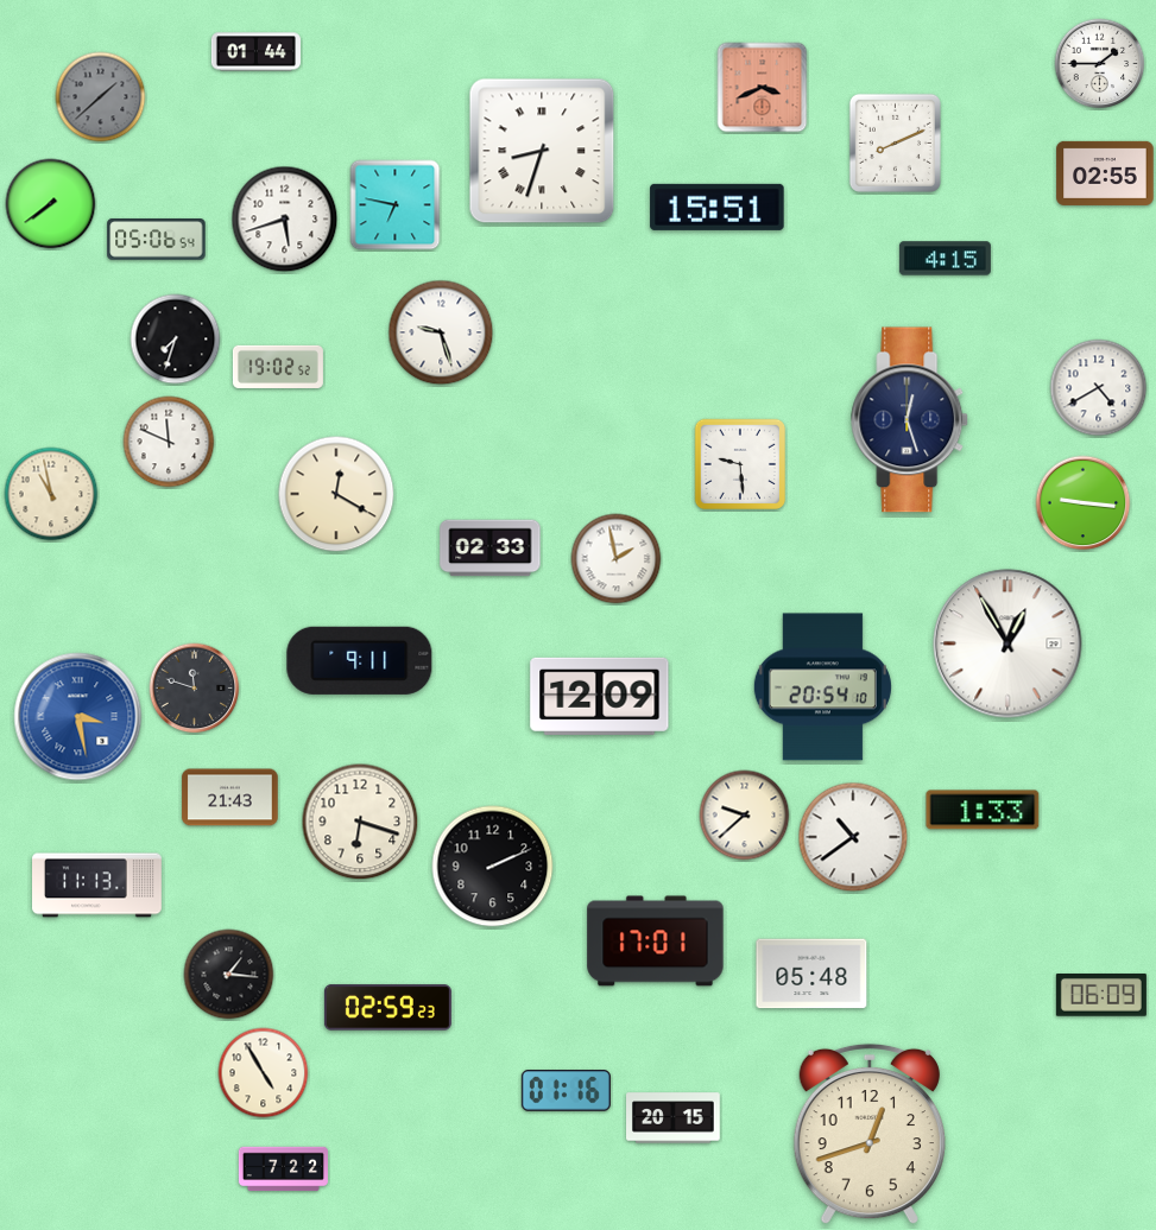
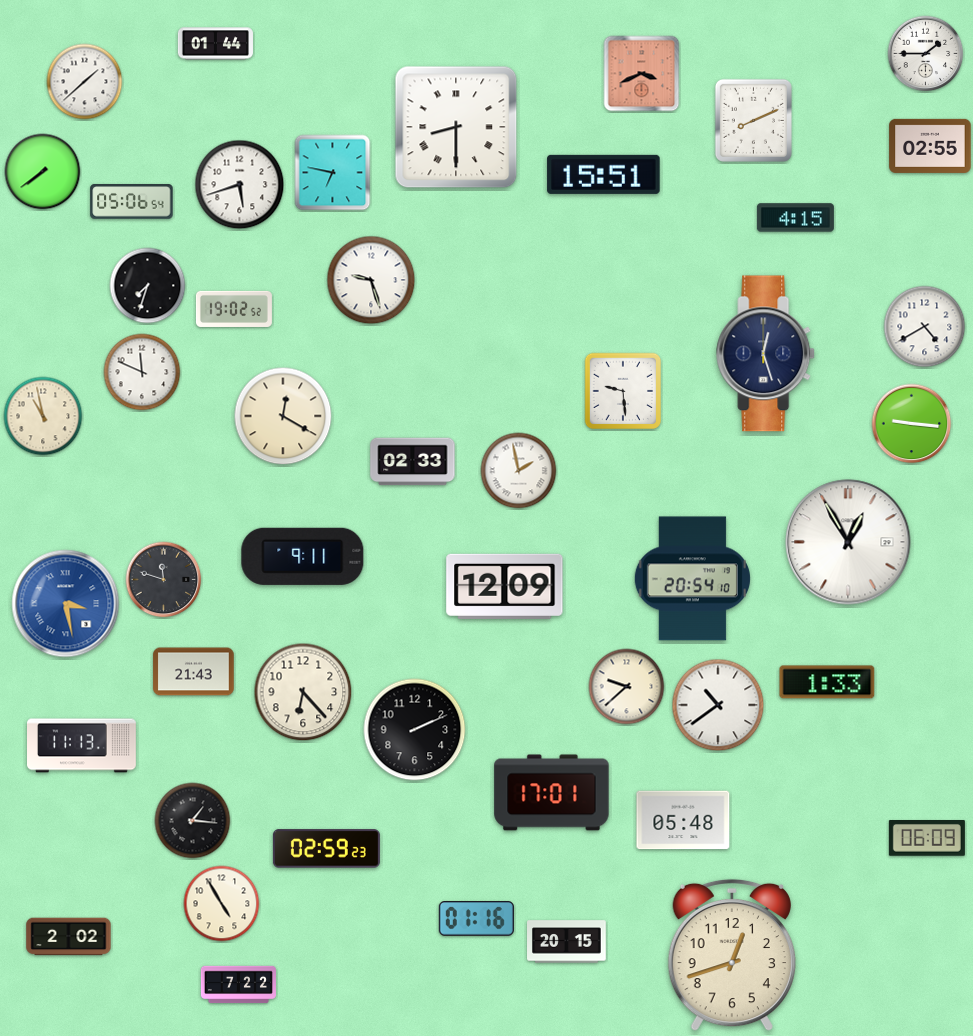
clock at (101, 97) dial: grey -> white
clock at (542, 151): 8:33 -> 8:30
clock at (360, 822): 6:18 -> 6:23
clock at (69, 937): none -> 2:02
